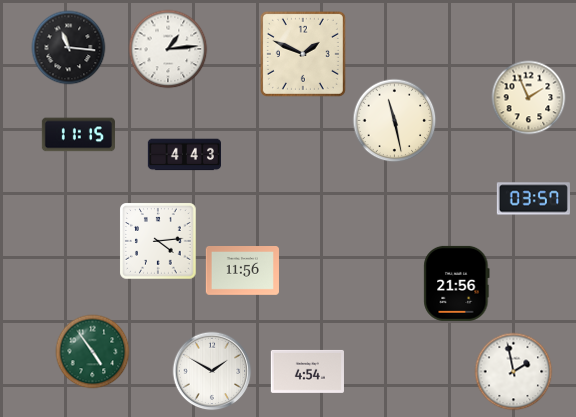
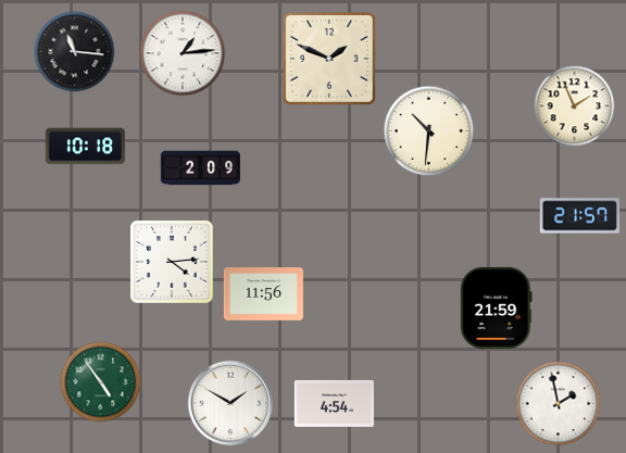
clock at (395, 121): 11:28 -> 10:31
clock at (78, 135): 11:15 -> 10:18
clock at (184, 155): 4:43 -> 2:09
clock at (533, 199): 03:57 -> 21:57
clock at (457, 283): 21:56 -> 21:59
